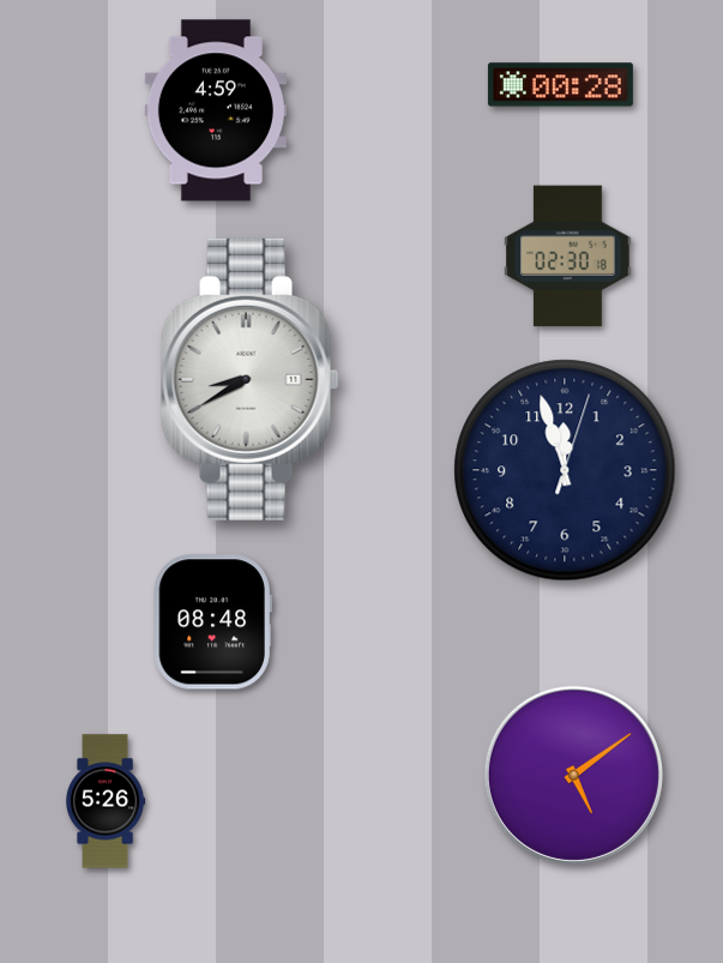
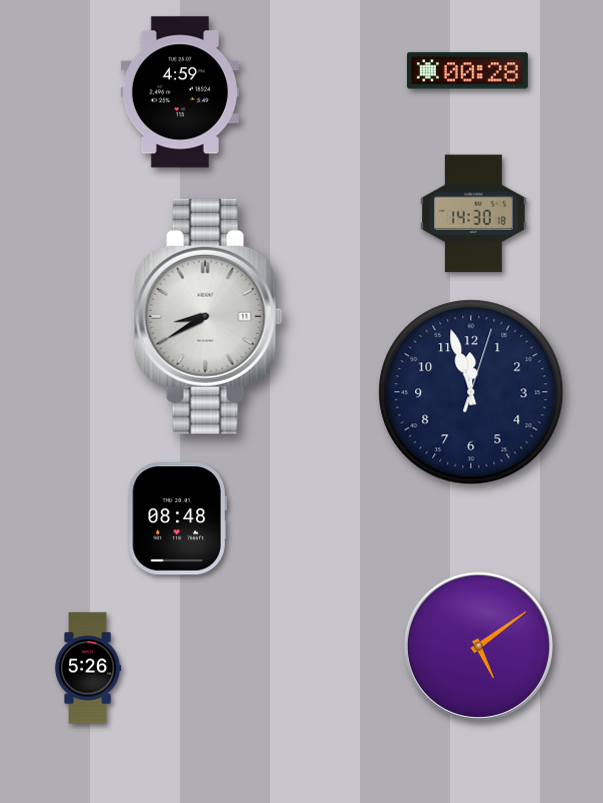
clock at (568, 257): 02:30 -> 14:30
